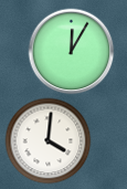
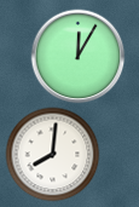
clock at (47, 140): 4:01 -> 8:01
